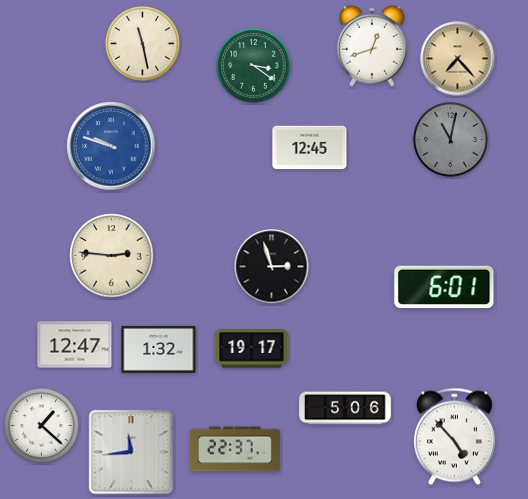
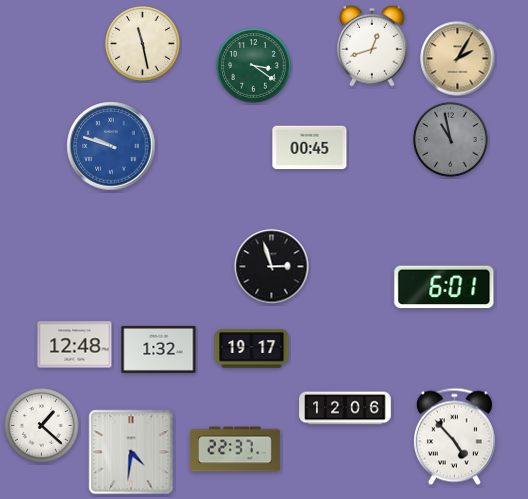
clock at (458, 59): 7:23 -> 2:05
clock at (451, 140): 11:02 -> 10:58
clock at (310, 148): 12:45 -> 00:45
clock at (112, 256): 2:46 -> none
clock at (75, 345): 12:47 -> 12:48
clock at (345, 408): 5:06 -> 12:06
clock at (131, 452): 11:44 -> 4:31
